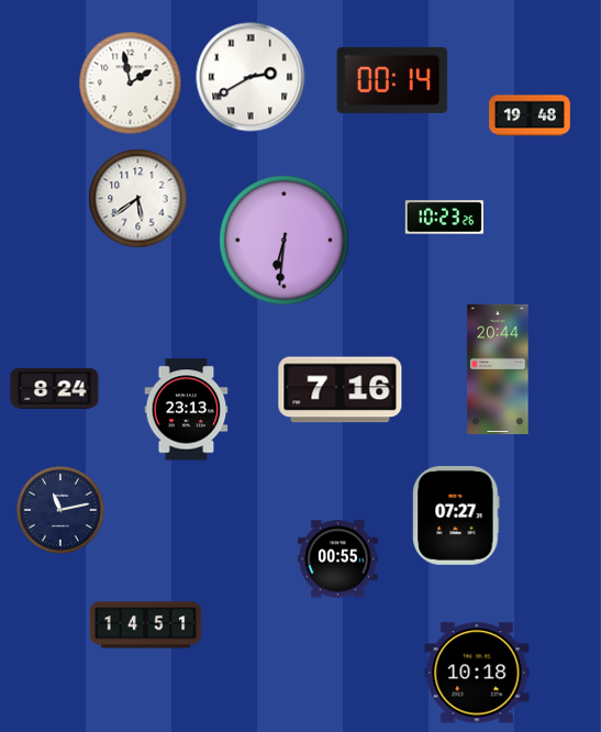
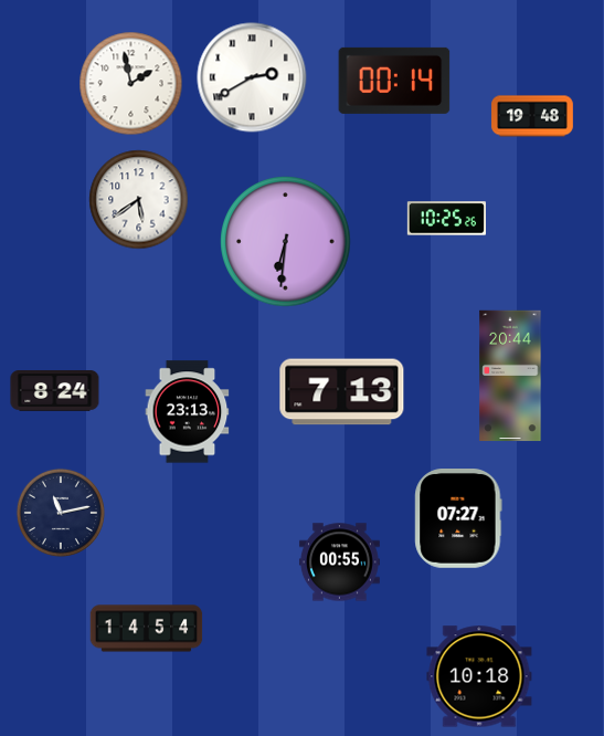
clock at (444, 218): 10:23 -> 10:25
clock at (498, 369) position: (498, 369) -> (510, 376)
clock at (341, 390): 7:16 -> 7:13
clock at (146, 625): 14:51 -> 14:54
